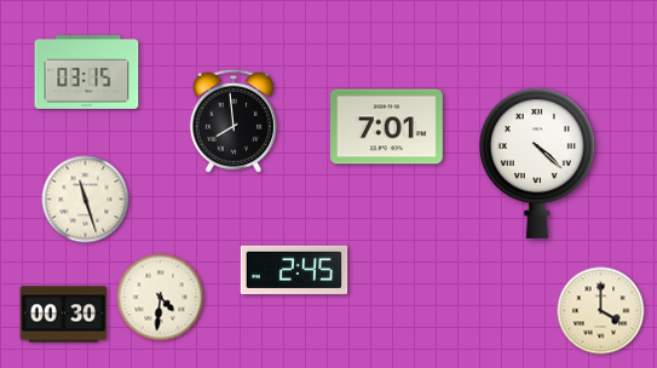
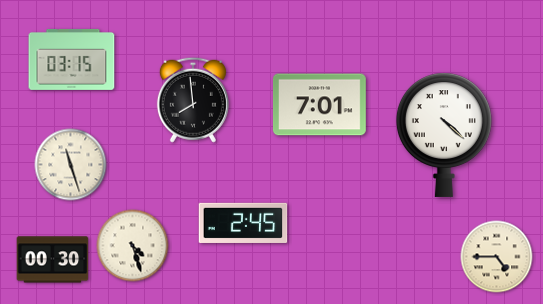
clock at (161, 298): 4:31 -> 4:27
clock at (601, 311): 4:00 -> 4:45
